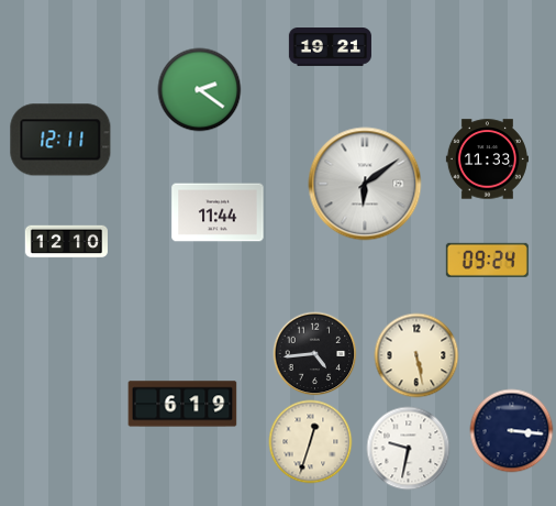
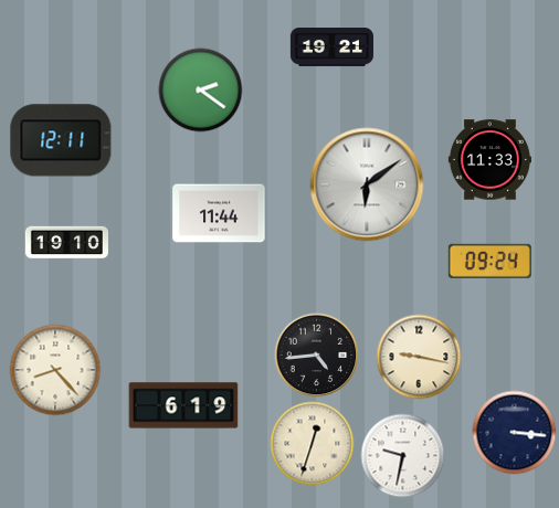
clock at (66, 242): 12:10 -> 19:10
clock at (416, 355): 5:28 -> 9:17
clock at (55, 370): none -> 8:23
clock at (409, 449) position: (409, 449) -> (403, 456)
